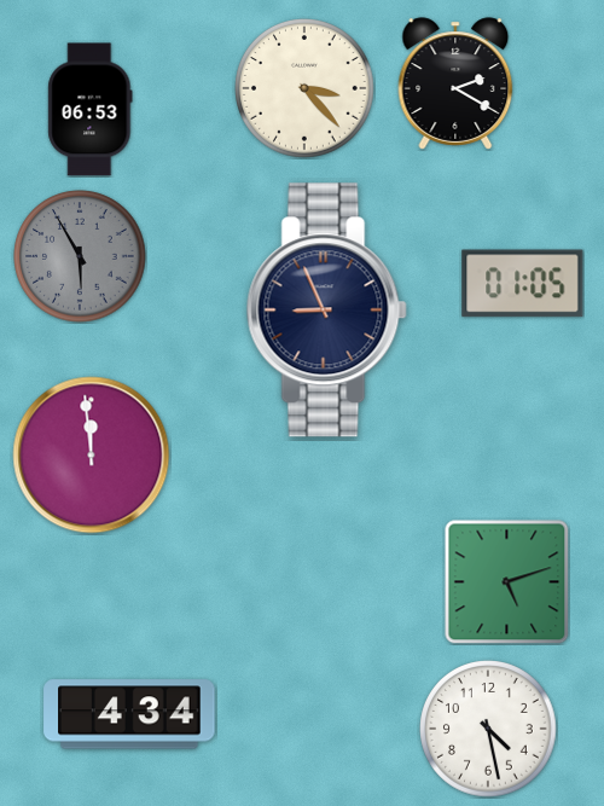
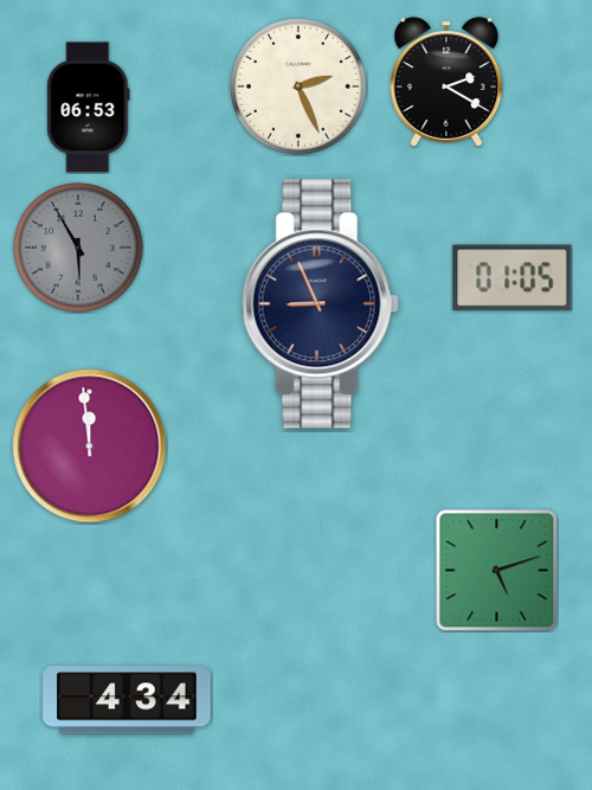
clock at (306, 89): 3:23 -> 2:26
clock at (80, 256) position: (80, 256) -> (78, 248)
clock at (488, 729): 4:28 -> none
